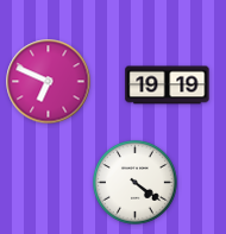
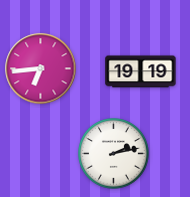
clock at (49, 82): 6:49 -> 6:44
clock at (136, 183): 4:21 -> 2:13
